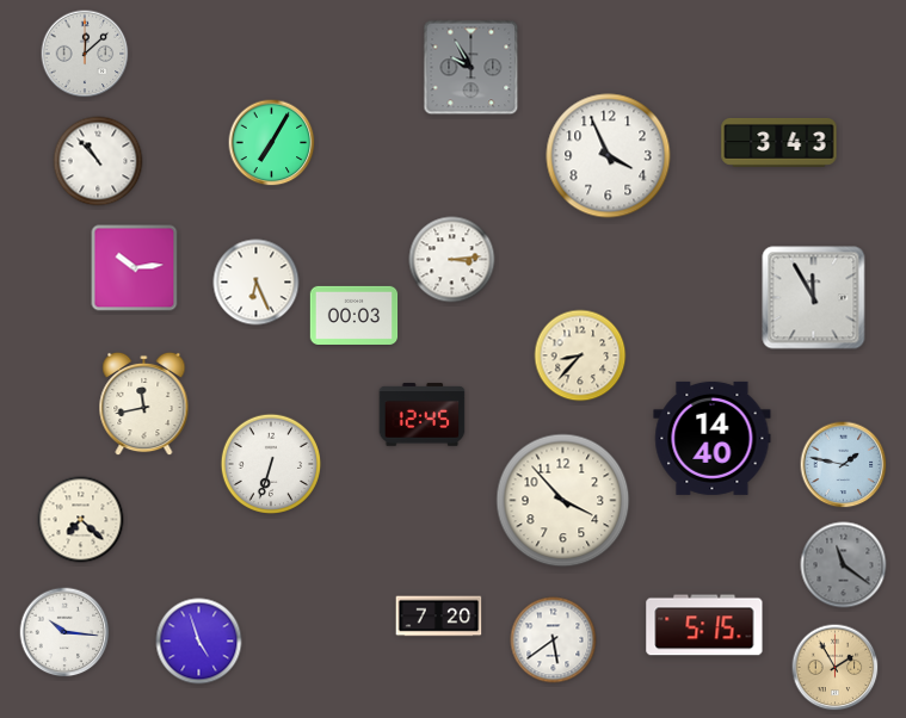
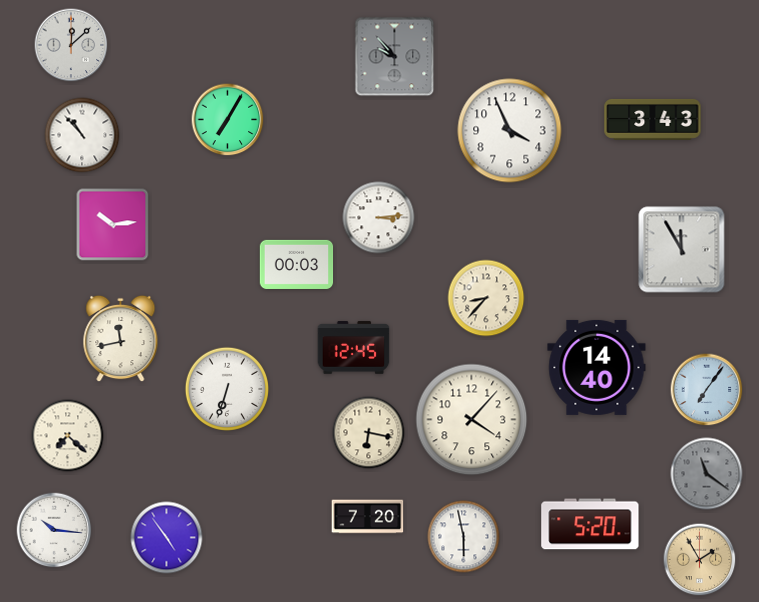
clock at (472, 68): 9:55 -> 9:53
clock at (257, 283): 6:26 -> none
clock at (844, 465): 1:47 -> 7:06
clock at (563, 501): 3:53 -> 4:07
clock at (369, 433): none -> 6:17
clock at (704, 625): 5:15 -> 5:20
clock at (554, 640): 5:39 -> 5:58
clock at (199, 642): 4:57 -> 4:54
